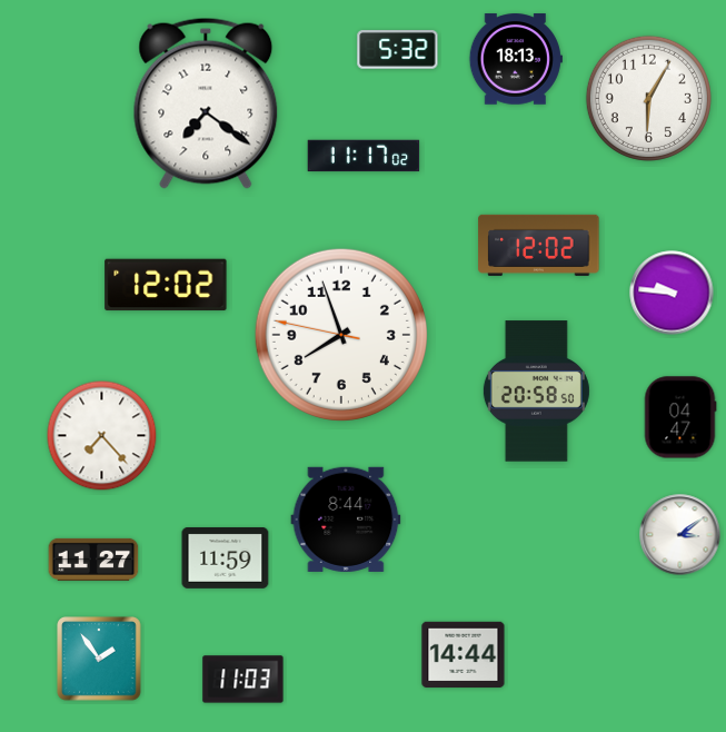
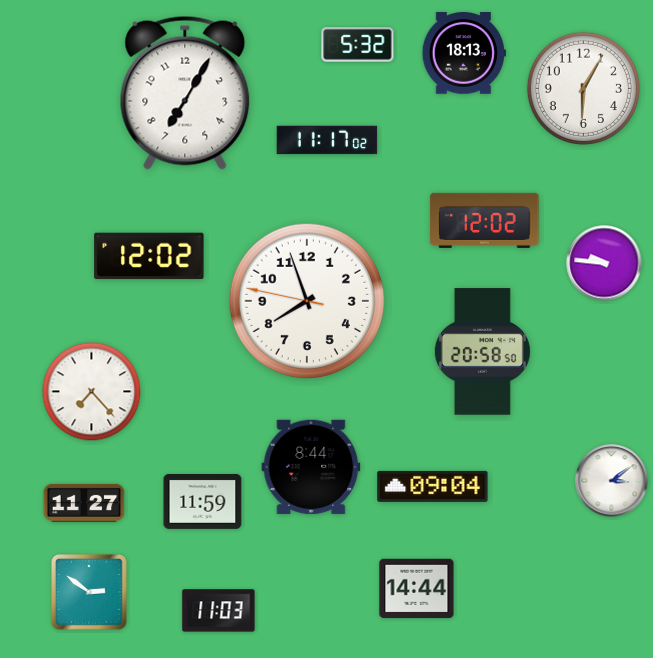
clock at (206, 103): 7:21 -> 7:05
clock at (680, 417): 04:47 -> none
clock at (433, 486): none -> 09:04
clock at (99, 659): 1:54 -> 2:51
